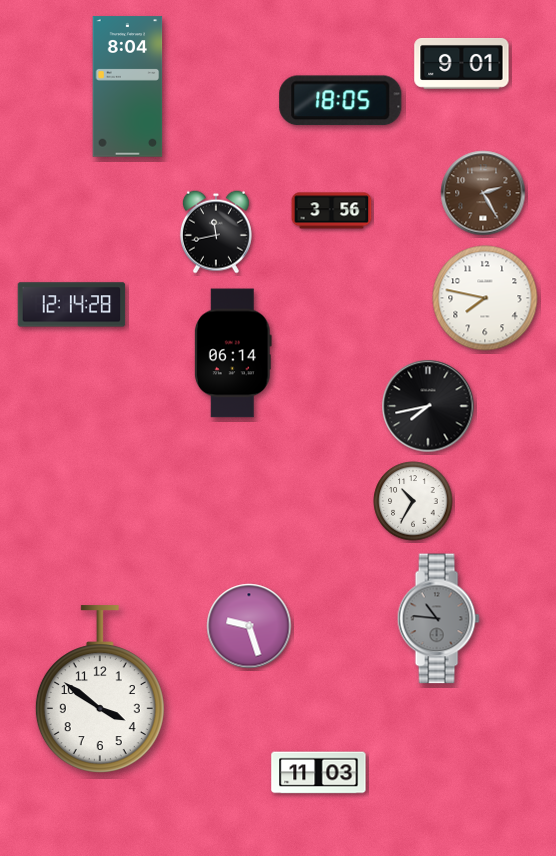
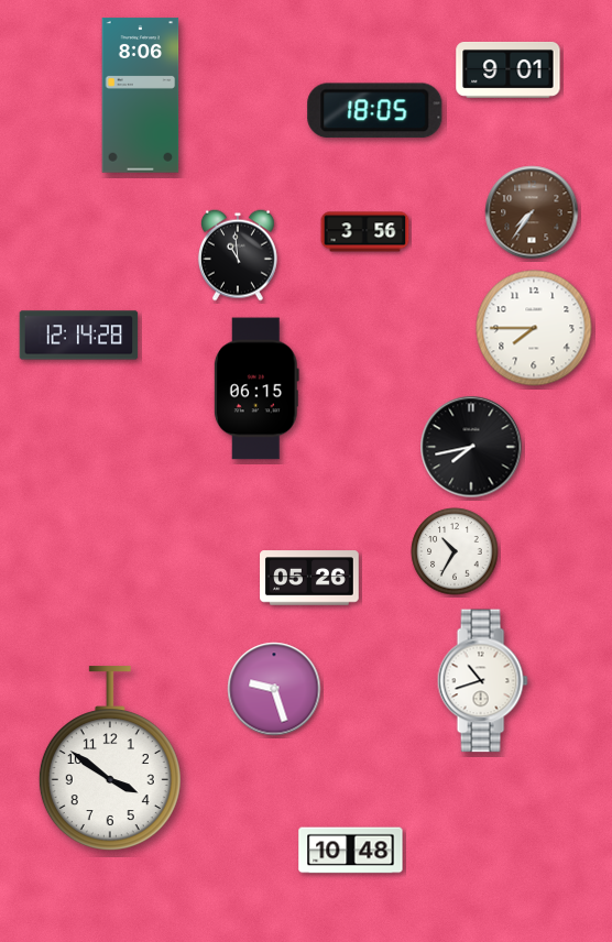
clock at (128, 87): 8:04 -> 8:06
clock at (483, 193): 2:25 -> 7:36
clock at (216, 232): 11:43 -> 10:59
clock at (485, 298): 7:47 -> 7:45
clock at (233, 353): 06:14 -> 06:15
clock at (309, 578): none -> 05:26
clock at (438, 619): 10:46 -> 10:42
clock at (438, 619) dial: grey -> white
clock at (319, 773): 11:03 -> 10:48
